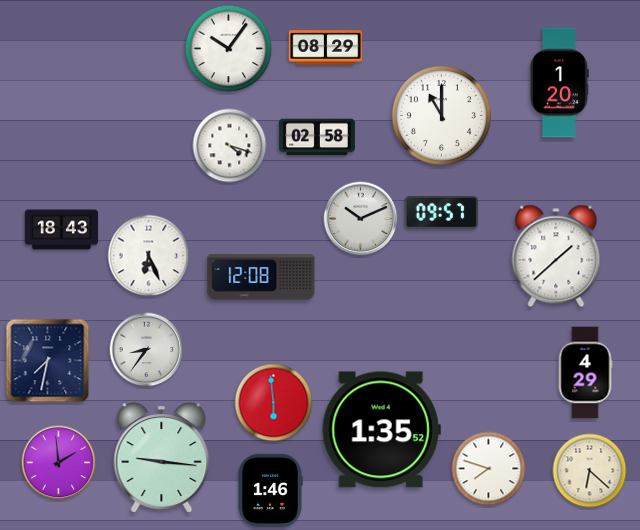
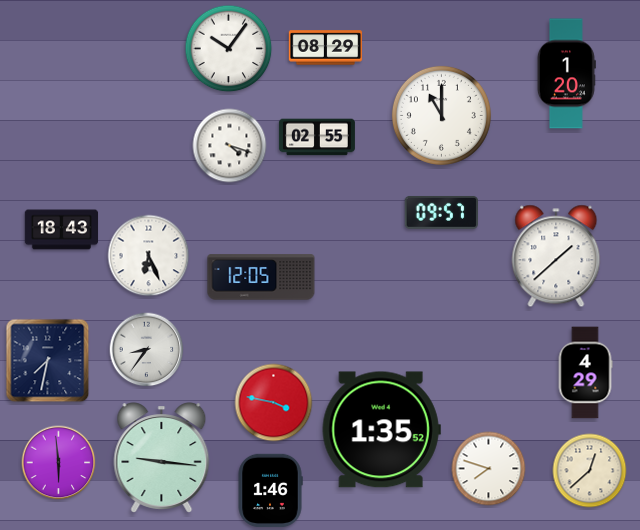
clock at (559, 83) position: (559, 83) -> (566, 74)
clock at (317, 137): 02:58 -> 02:55
clock at (361, 219): 10:11 -> none
clock at (261, 277): 12:08 -> 12:05
clock at (274, 403): 5:59 -> 3:47
clock at (59, 463): 1:59 -> 5:59
clock at (590, 471): 6:22 -> 12:38
